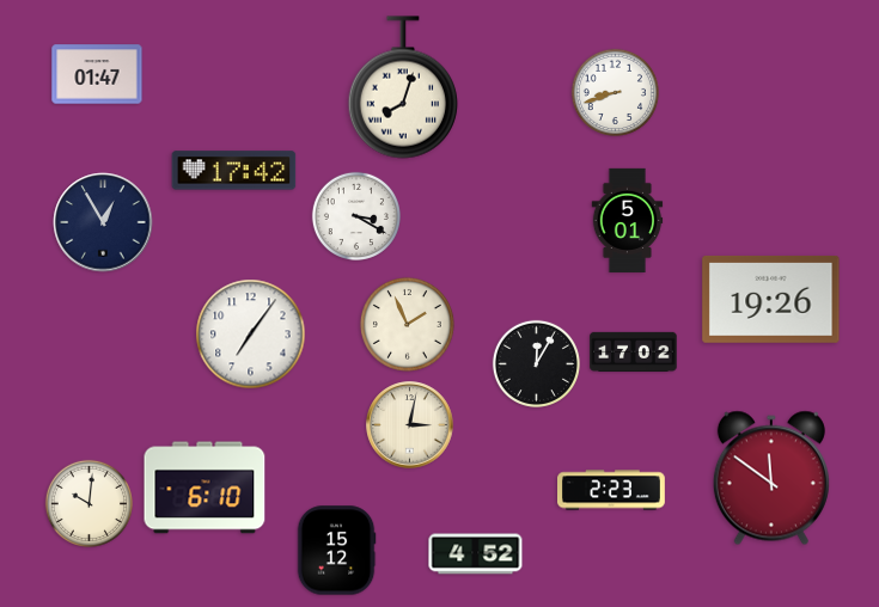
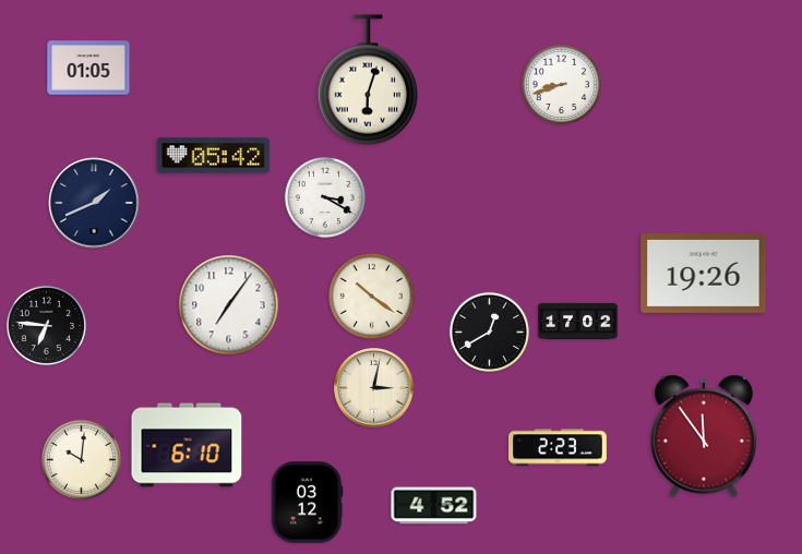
clock at (97, 74): 01:47 -> 01:05
clock at (403, 87): 8:03 -> 6:03
clock at (234, 171): 17:42 -> 05:42
clock at (628, 220): 5:01 -> none
clock at (103, 222): 12:55 -> 1:41
clock at (407, 324): 1:56 -> 10:21
clock at (46, 325): none -> 6:46
clock at (536, 363): 12:05 -> 12:40
clock at (771, 478): 11:51 -> 11:54
clock at (336, 551): 15:12 -> 03:12
